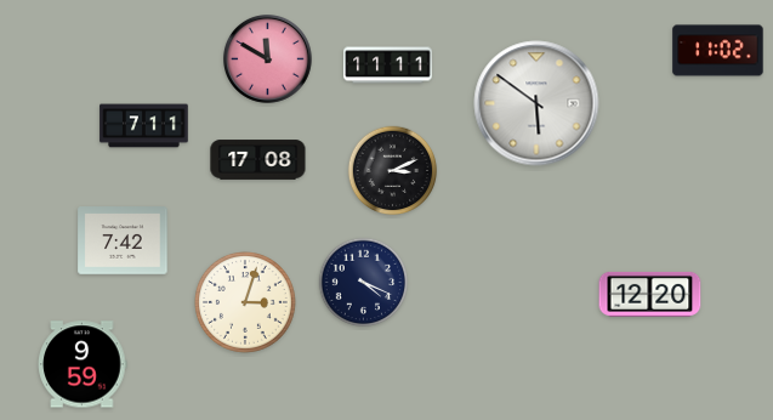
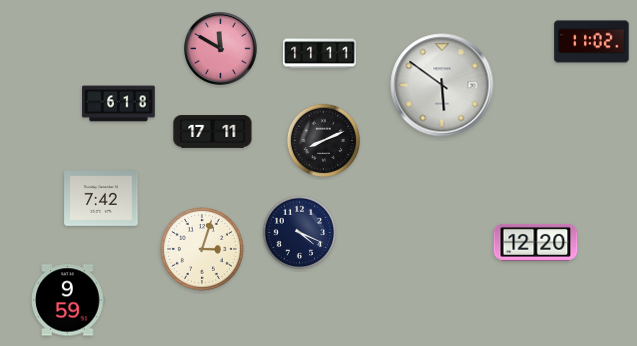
clock at (144, 126): 7:11 -> 6:18
clock at (258, 160): 17:08 -> 17:11
clock at (393, 171): 3:11 -> 8:11
